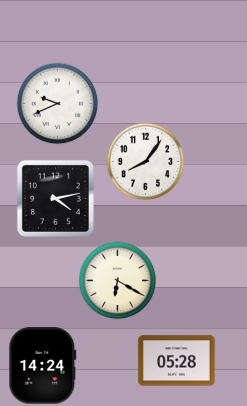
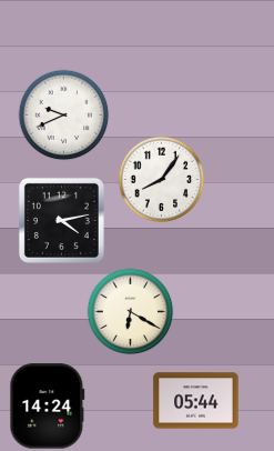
clock at (177, 361): 05:28 -> 05:44
